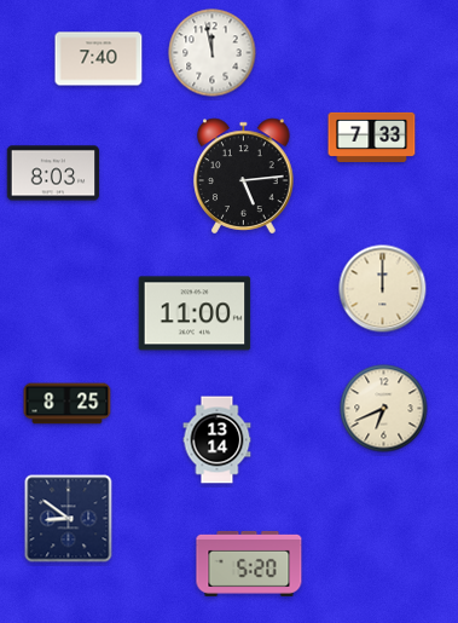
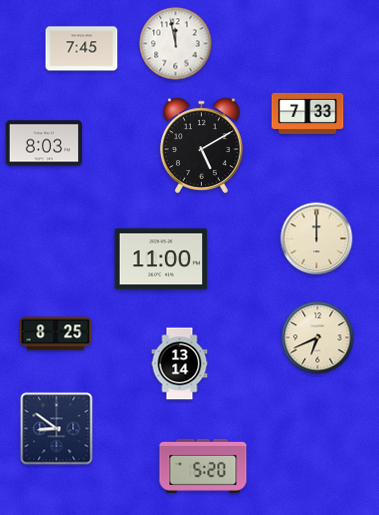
clock at (99, 59): 7:40 -> 7:45
clock at (244, 177): 5:14 -> 5:10
clock at (249, 564) position: (249, 564) -> (203, 466)
